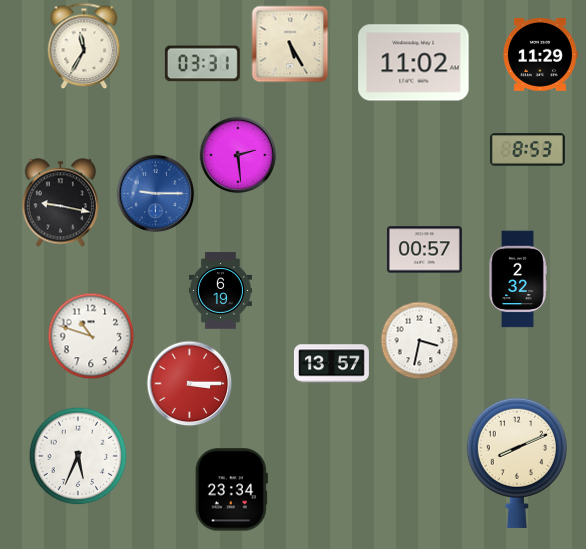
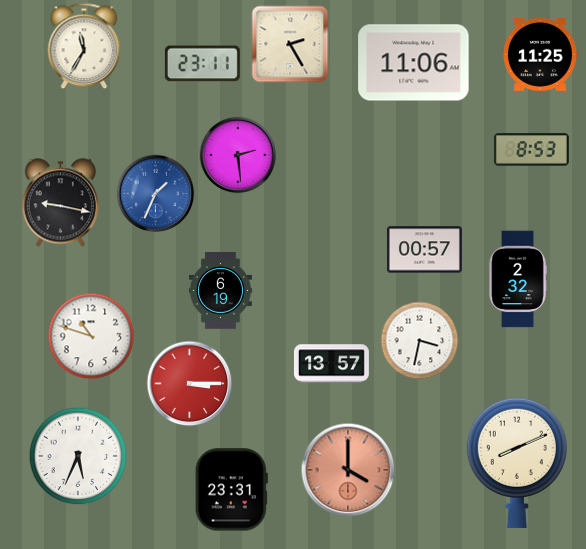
clock at (290, 44): 5:25 -> 2:25
clock at (541, 55): 11:29 -> 11:25
clock at (414, 63): 11:02 -> 11:06
clock at (202, 64): 03:31 -> 23:11
clock at (527, 150) position: (527, 150) -> (531, 150)
clock at (156, 194): 9:15 -> 1:34
clock at (348, 470): none -> 4:00
clock at (231, 490): 23:34 -> 23:31
